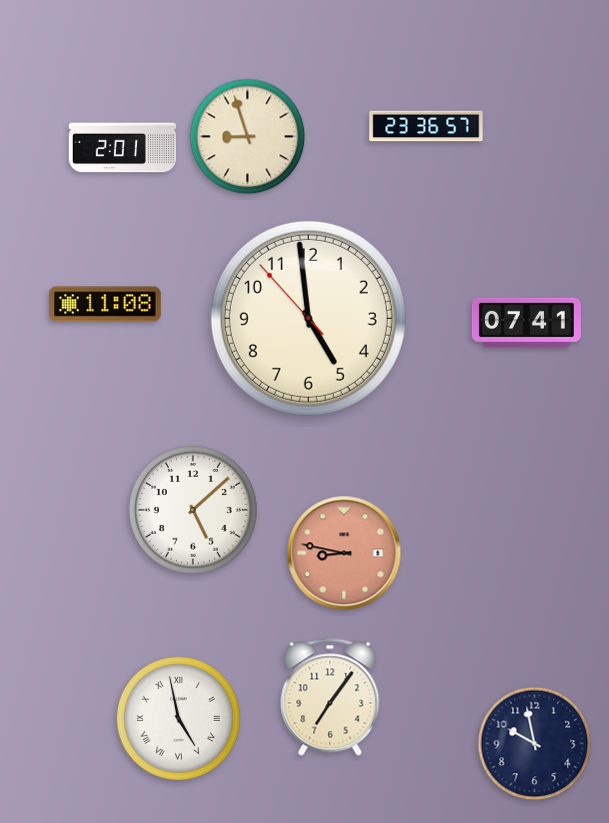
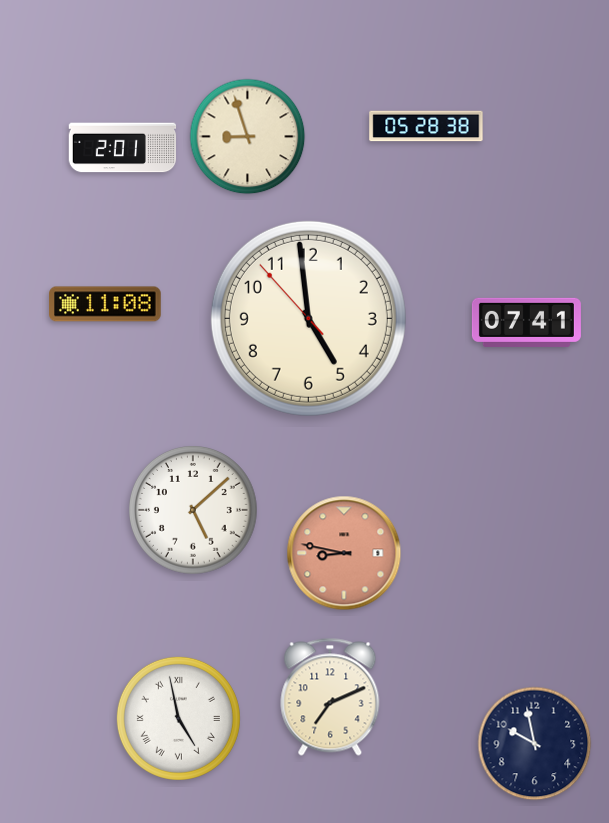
clock at (426, 126): 23:36 -> 05:28
clock at (330, 697): 7:06 -> 7:11
